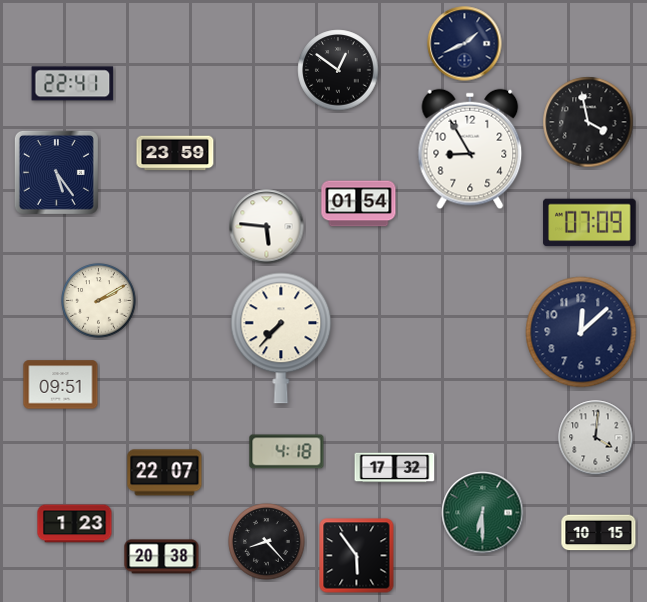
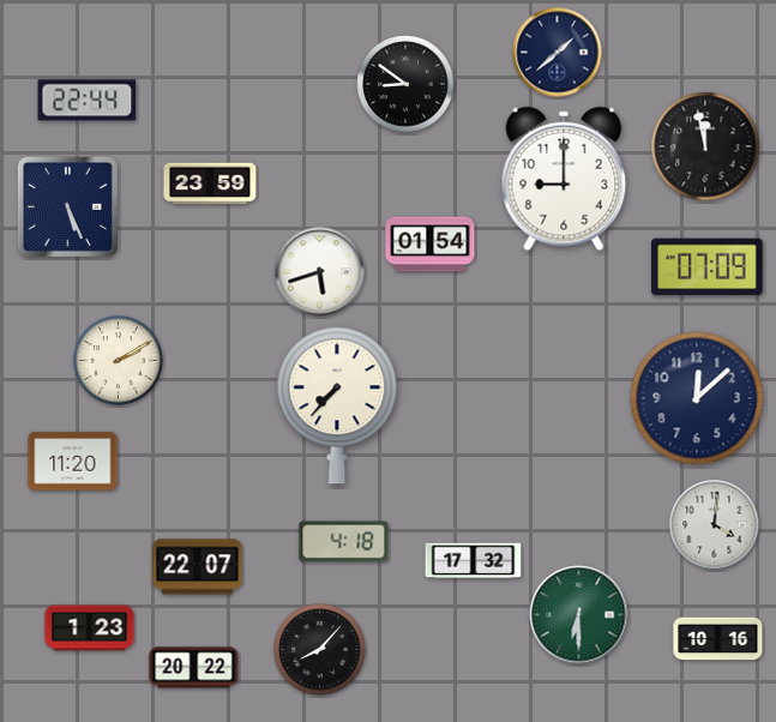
clock at (465, 44): 1:41 -> 1:38
clock at (338, 70): 12:51 -> 8:51
clock at (73, 84): 22:41 -> 22:44
clock at (588, 122): 3:58 -> 11:58
clock at (470, 149): 8:55 -> 9:00
clock at (56, 172): 5:24 -> 5:26
clock at (267, 227): 5:46 -> 5:42
clock at (61, 385): 09:51 -> 11:20
clock at (599, 533): 10:15 -> 10:16
clock at (267, 542): 8:23 -> 8:07
clock at (357, 556): 5:54 -> none
clock at (162, 557): 20:38 -> 20:22
